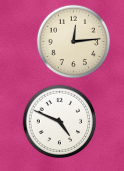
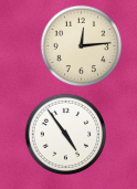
clock at (60, 122): 4:49 -> 4:54
